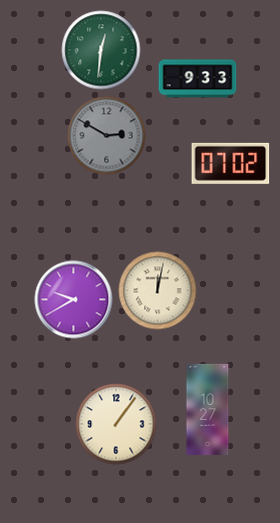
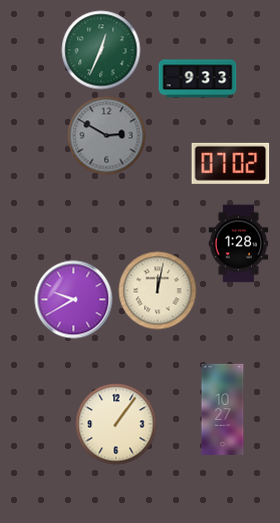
clock at (101, 50): 12:31 -> 12:34
clock at (239, 243): none -> 1:28
clock at (208, 409) position: (208, 409) -> (223, 409)
